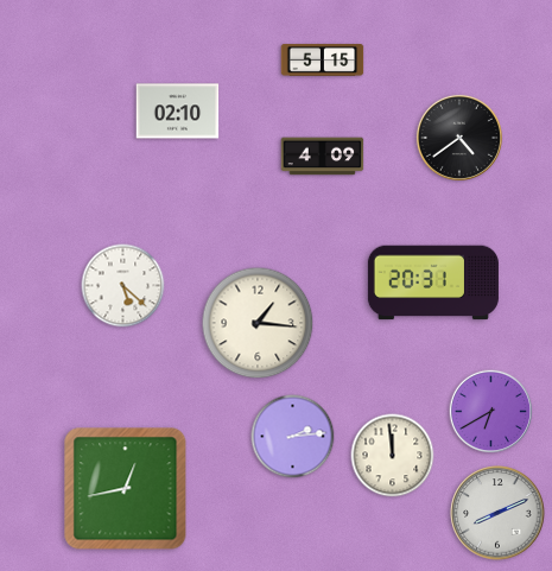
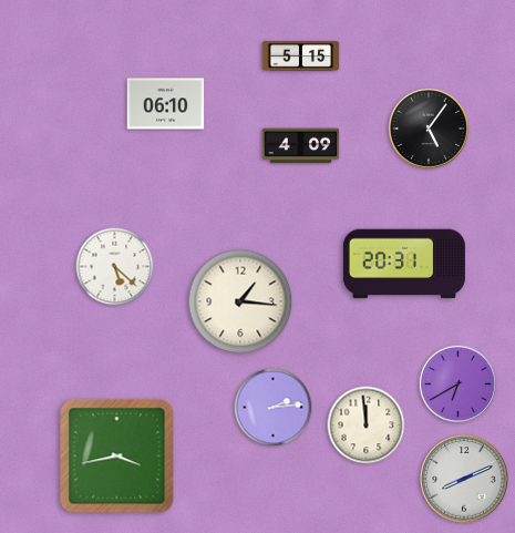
clock at (178, 112): 02:10 -> 06:10
clock at (459, 138): 4:39 -> 5:06
clock at (126, 489): 12:43 -> 3:43
